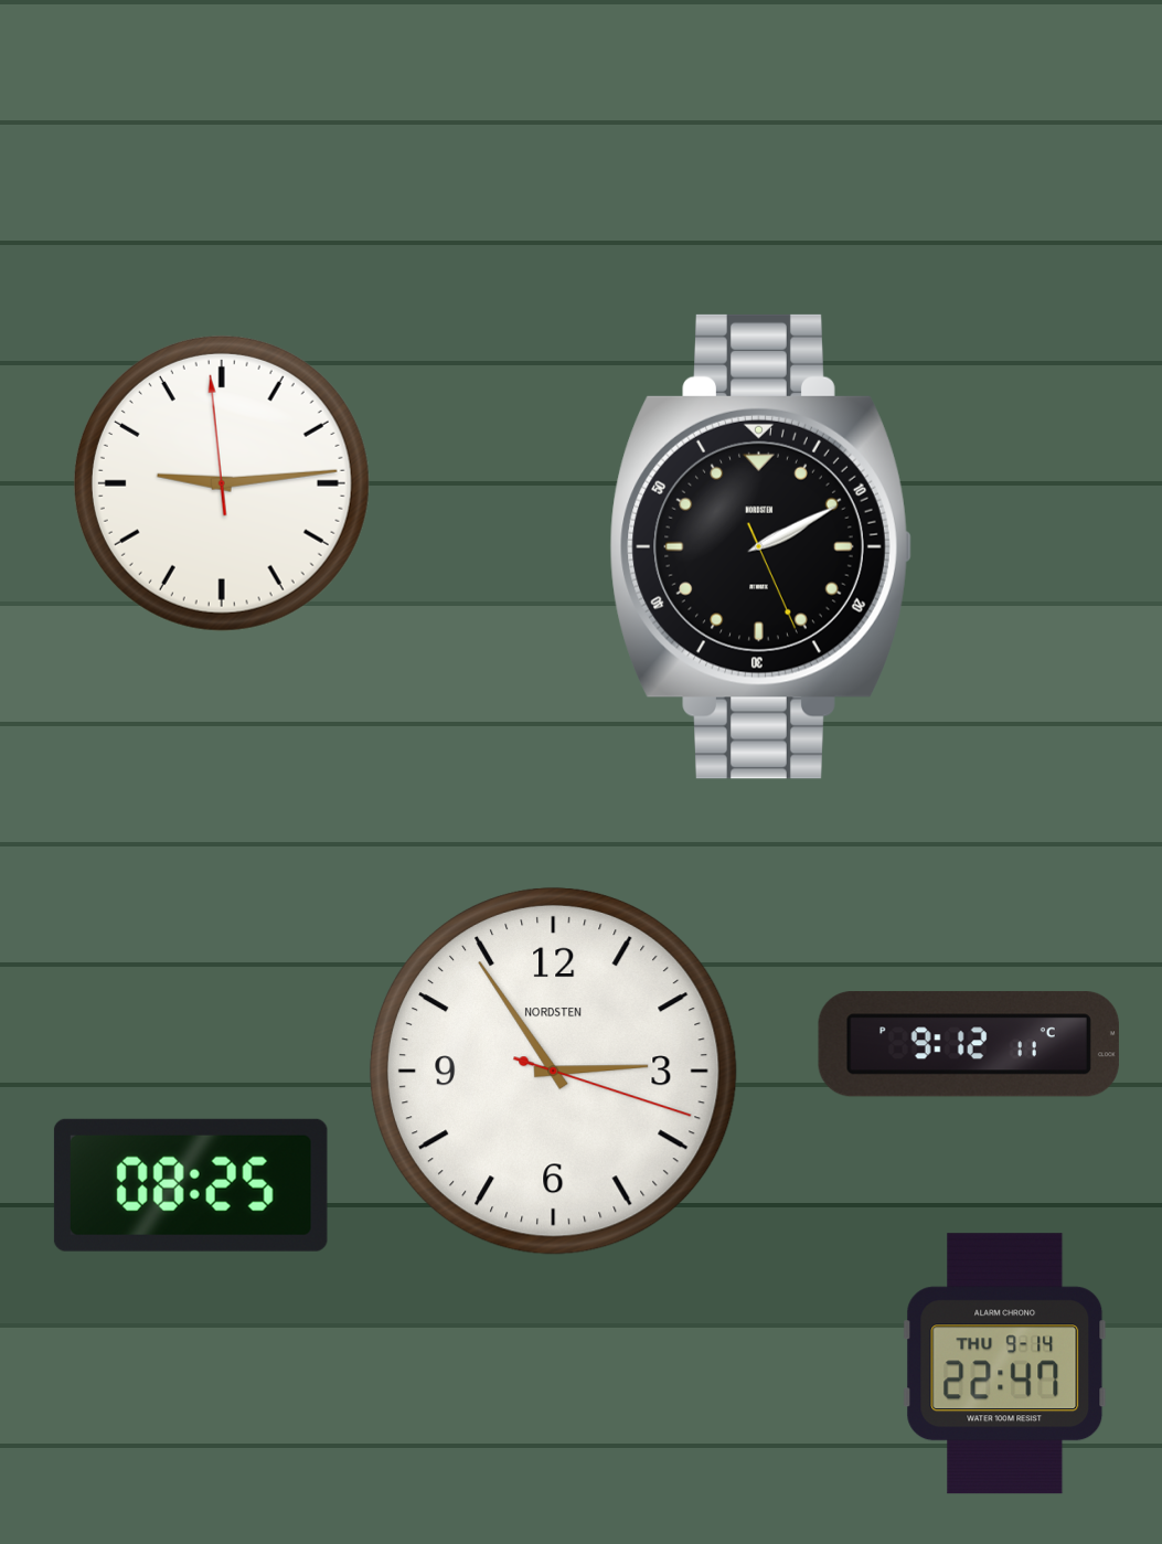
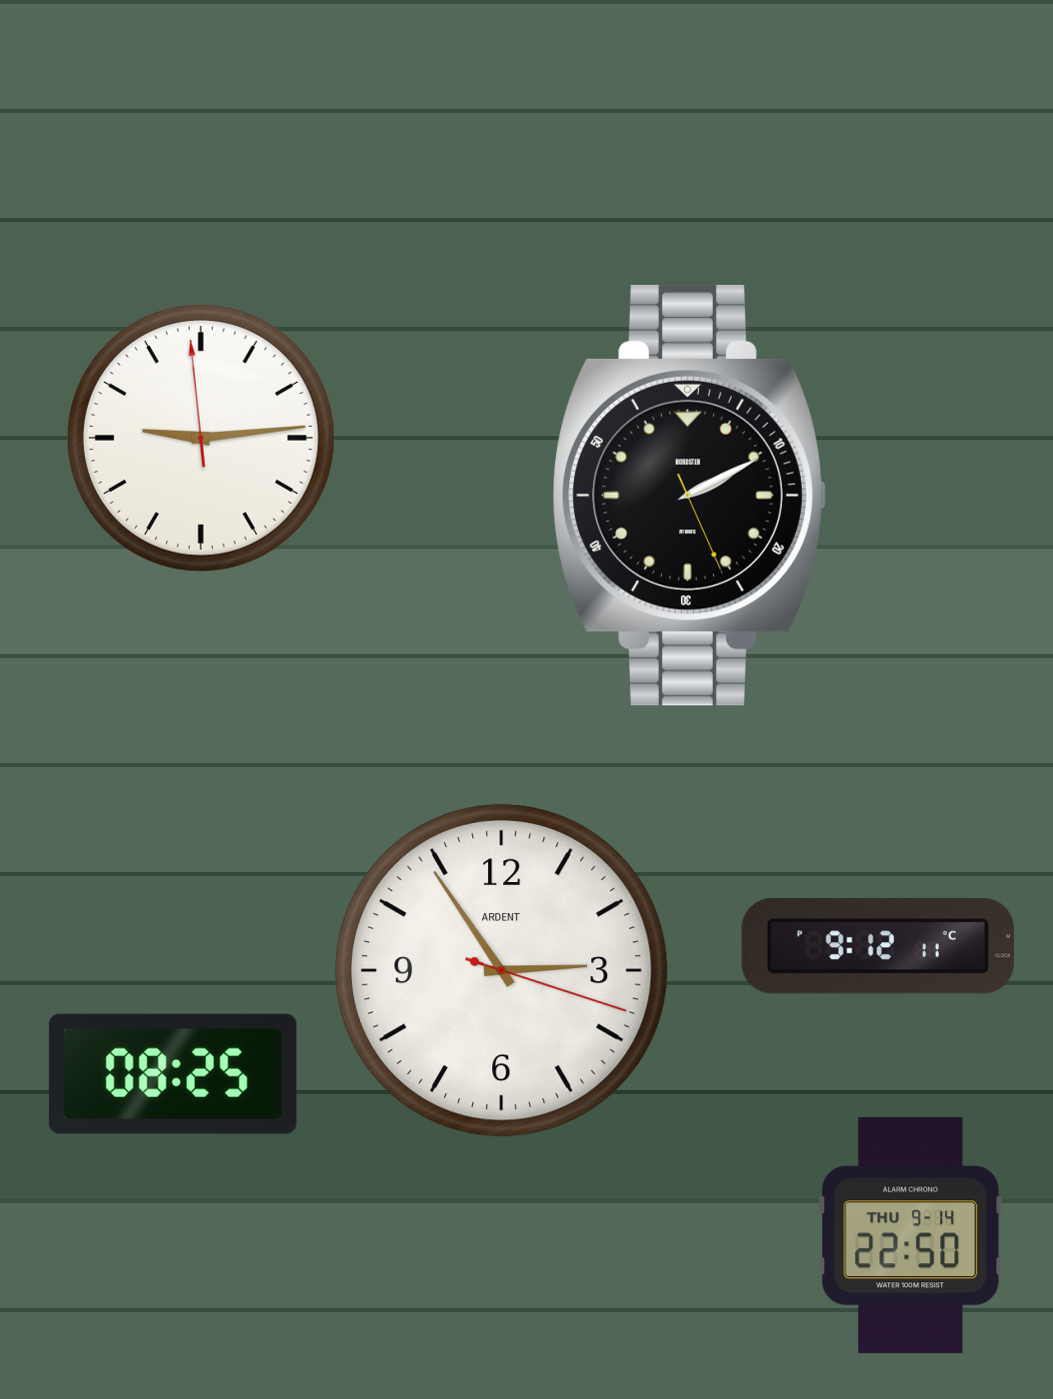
clock at (553, 1071) brand: NORDSTEN -> ARDENT
clock at (1005, 1364): 22:47 -> 22:50
